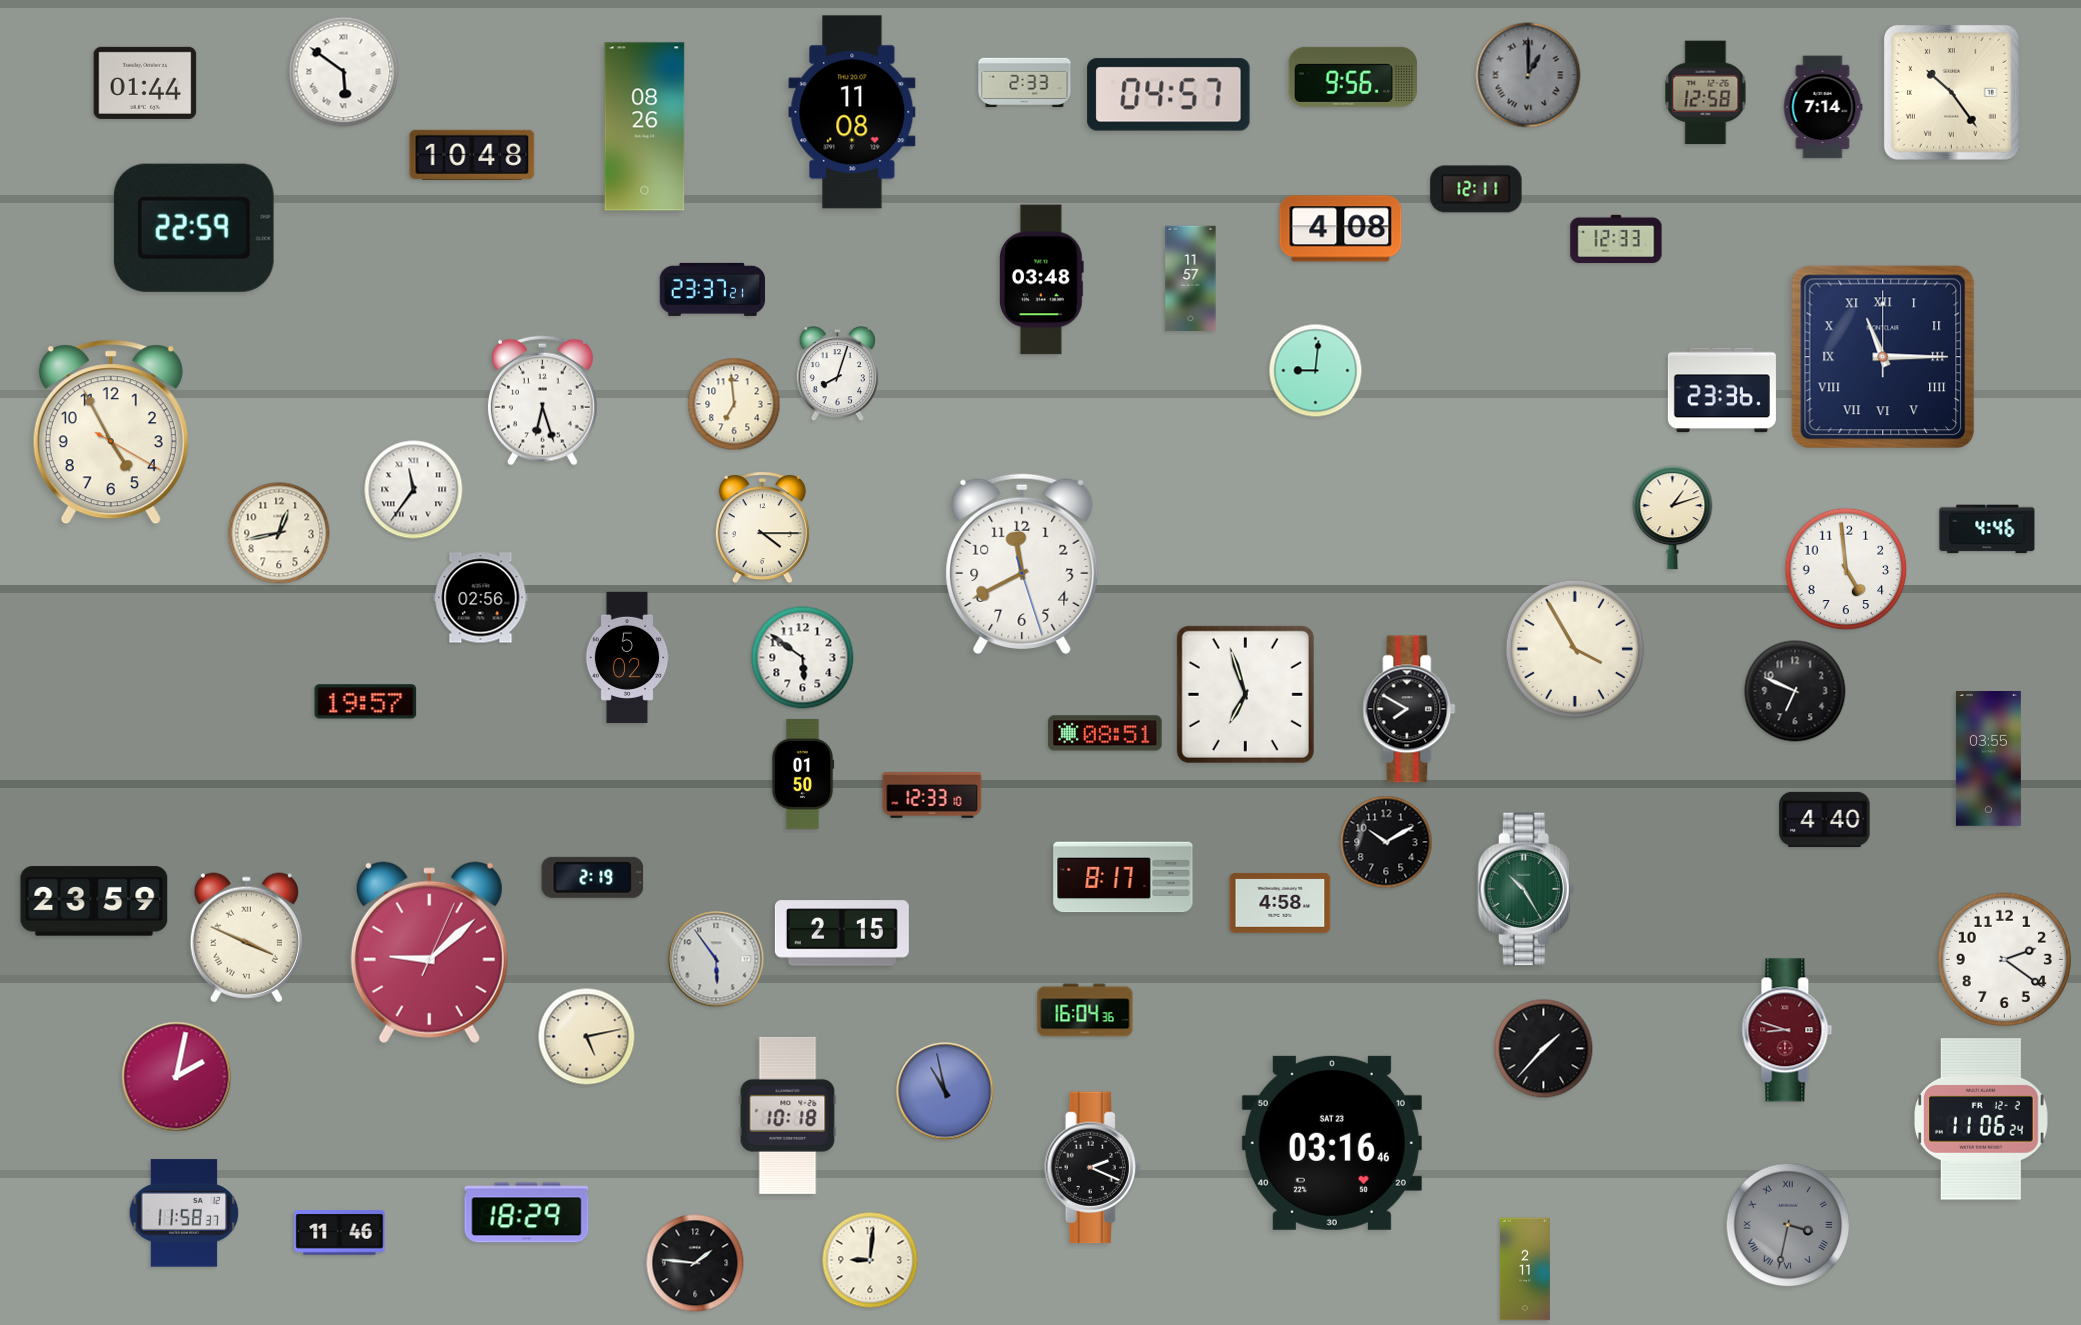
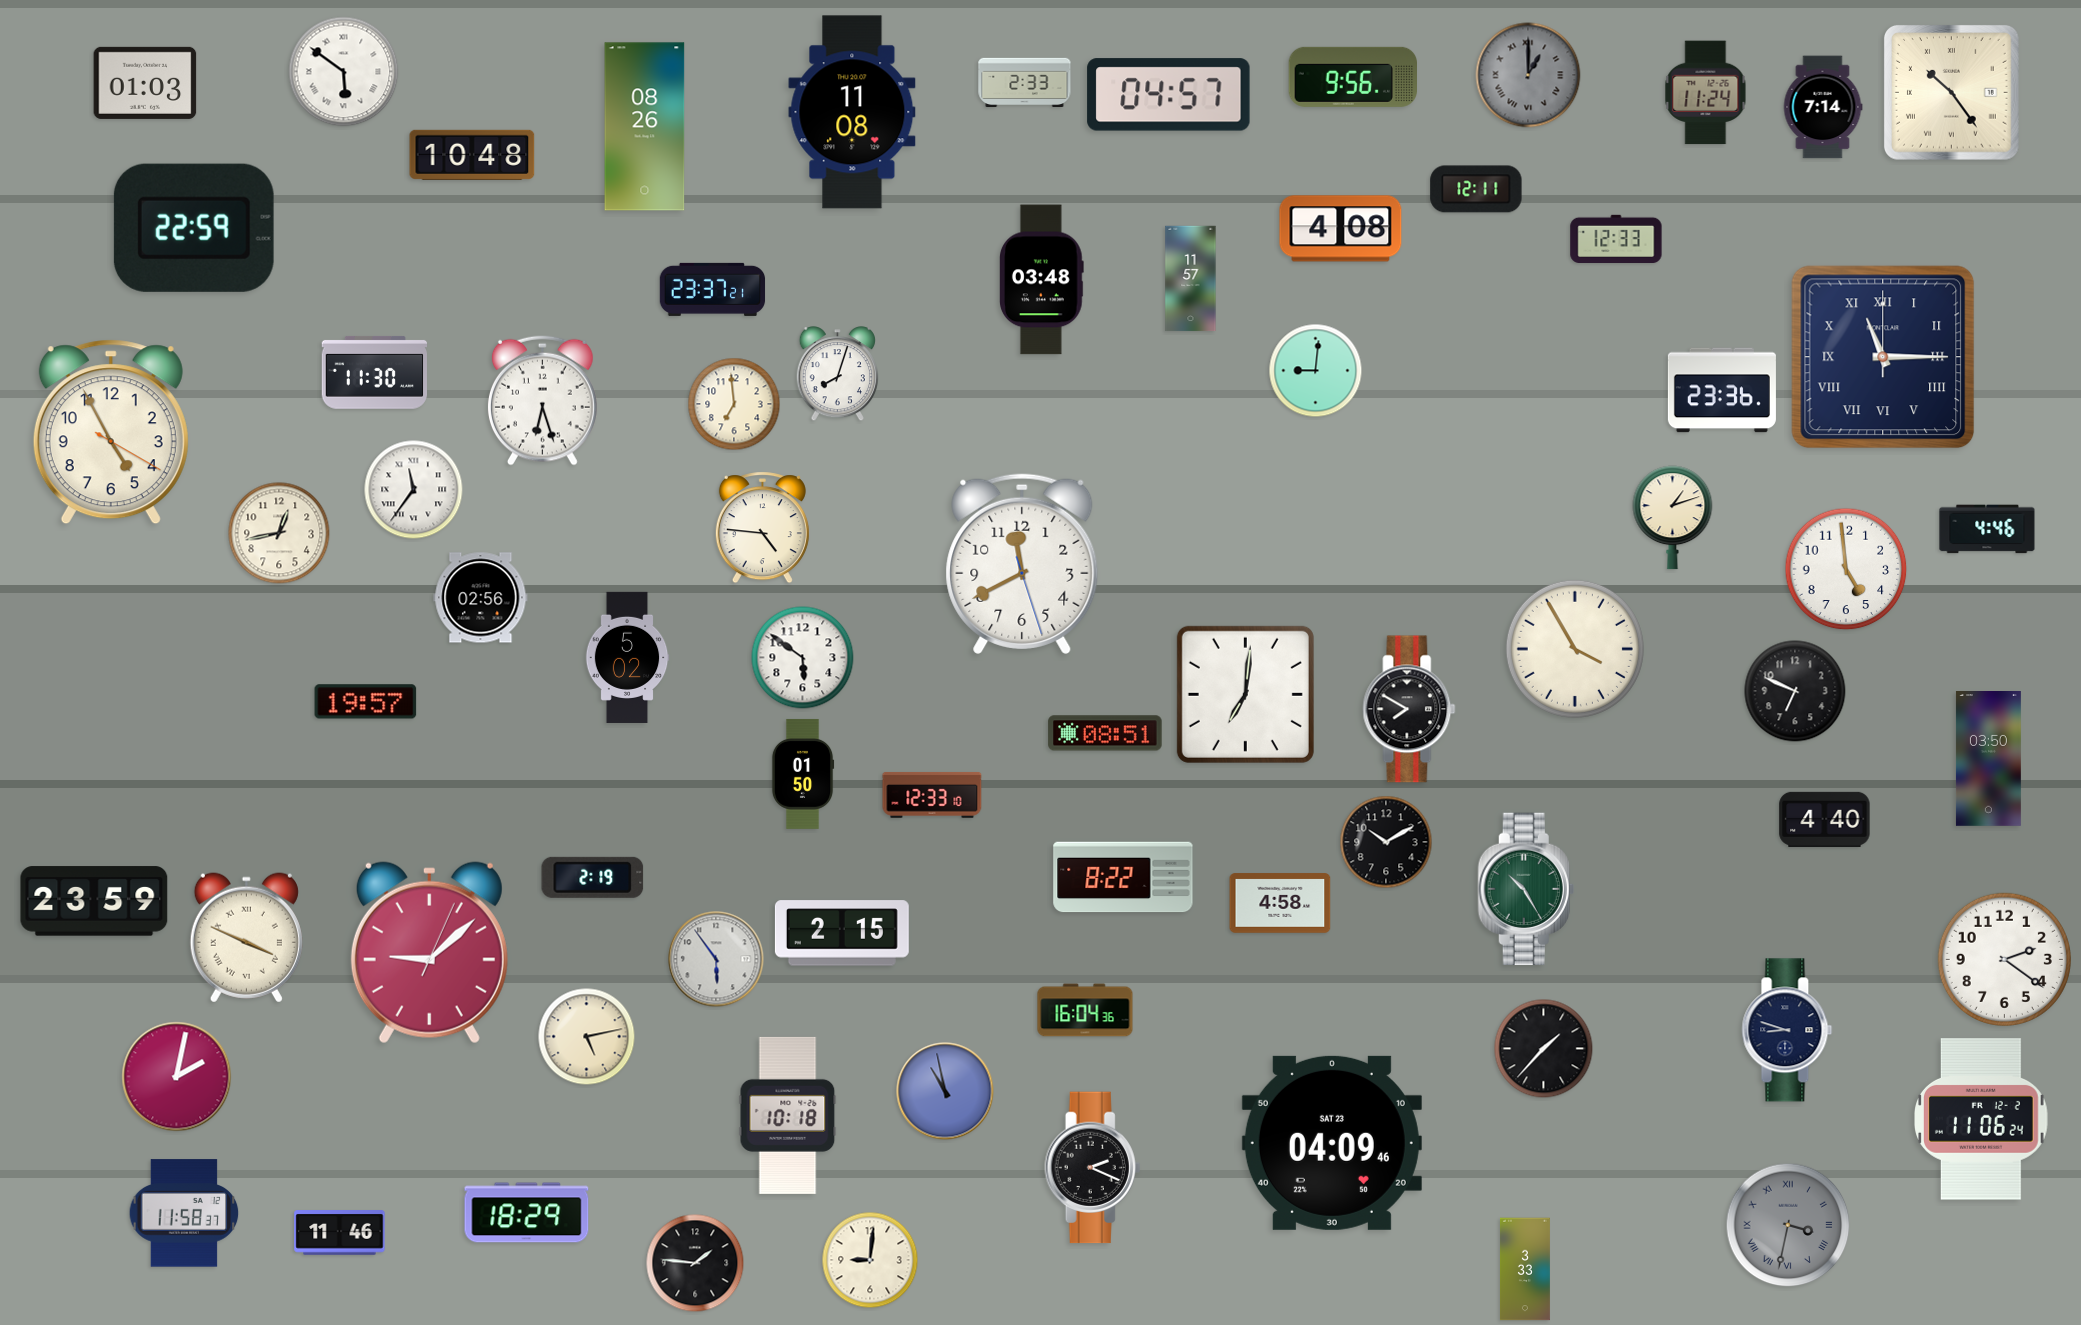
clock at (145, 83): 01:44 -> 01:03
clock at (1706, 93): 12:58 -> 11:24
clock at (374, 372): none -> 11:30
clock at (762, 528): 4:15 -> 4:46
clock at (1245, 694): 6:57 -> 7:01
clock at (1988, 759): 03:55 -> 03:50
clock at (1123, 877): 8:17 -> 8:22
clock at (1787, 1030) dial: burgundy -> navy
clock at (1332, 1143): 03:16 -> 04:09
clock at (1525, 1269): 2:11 -> 3:33
